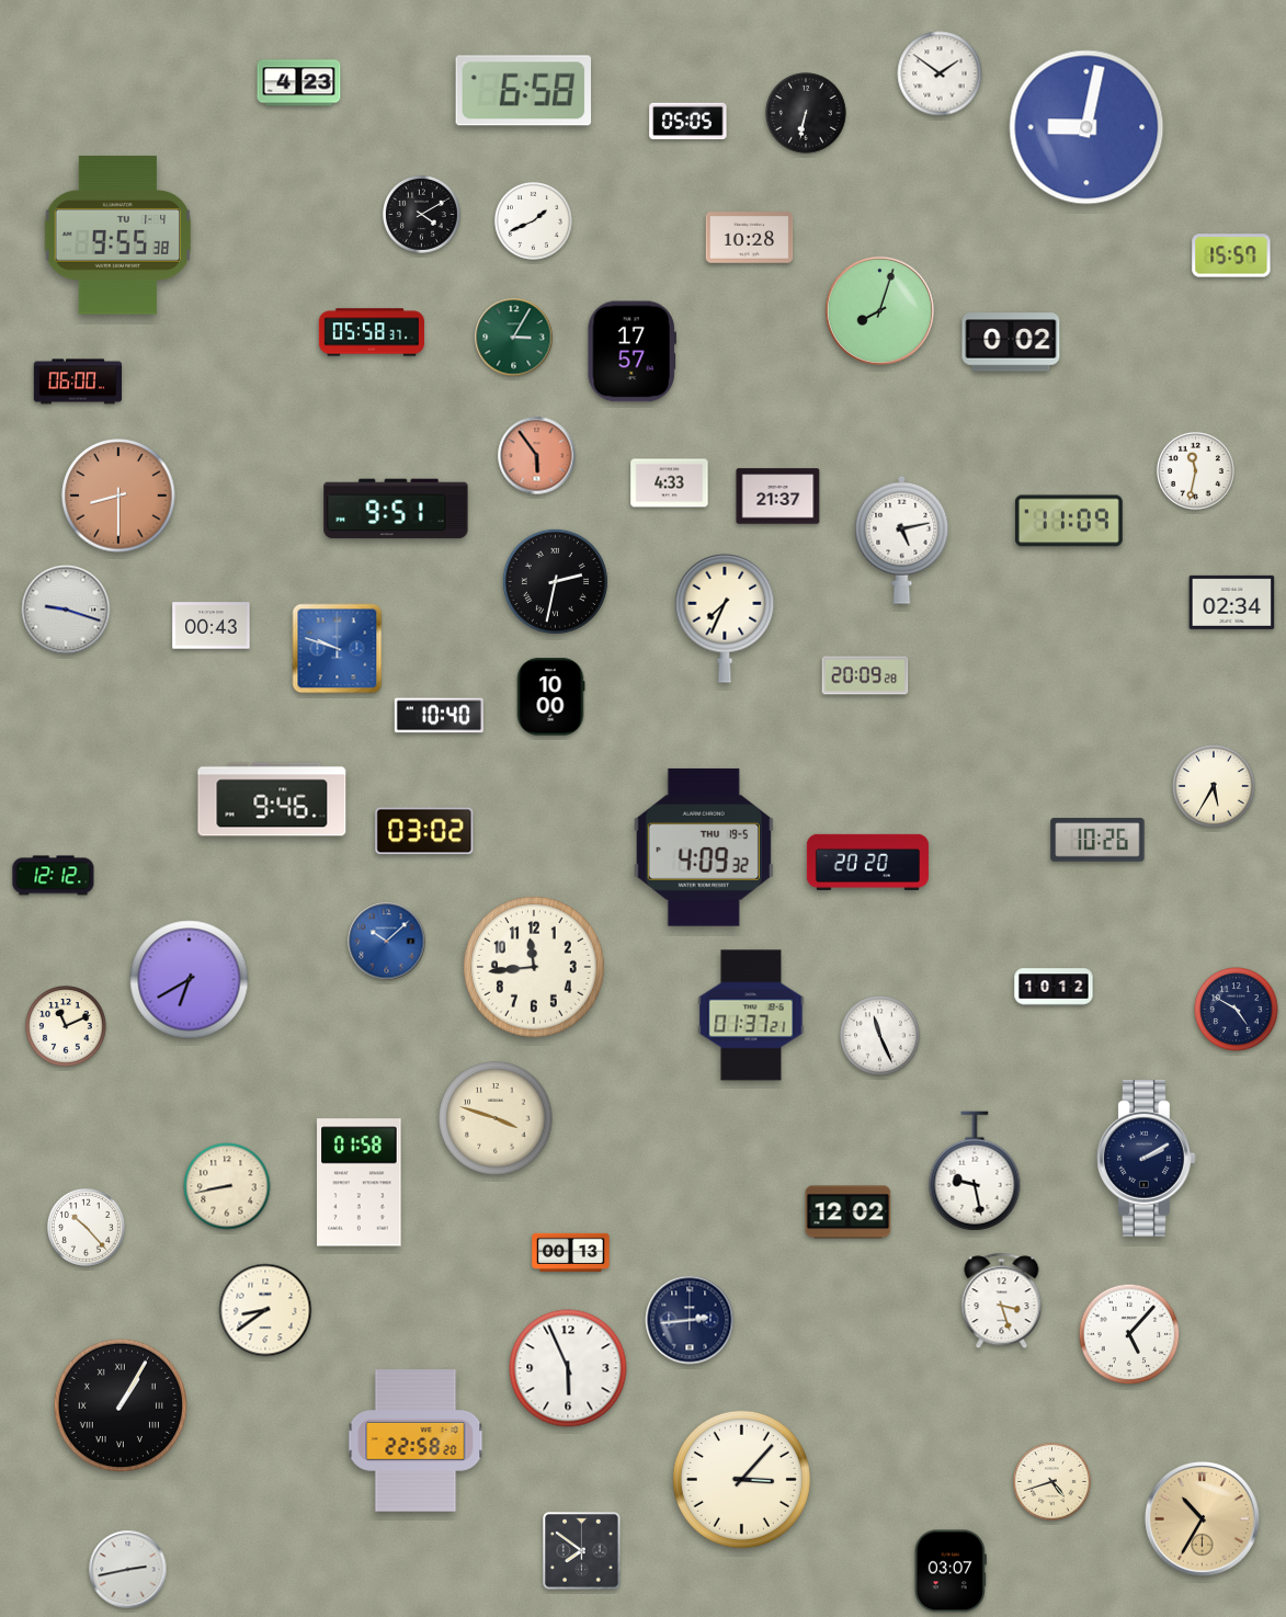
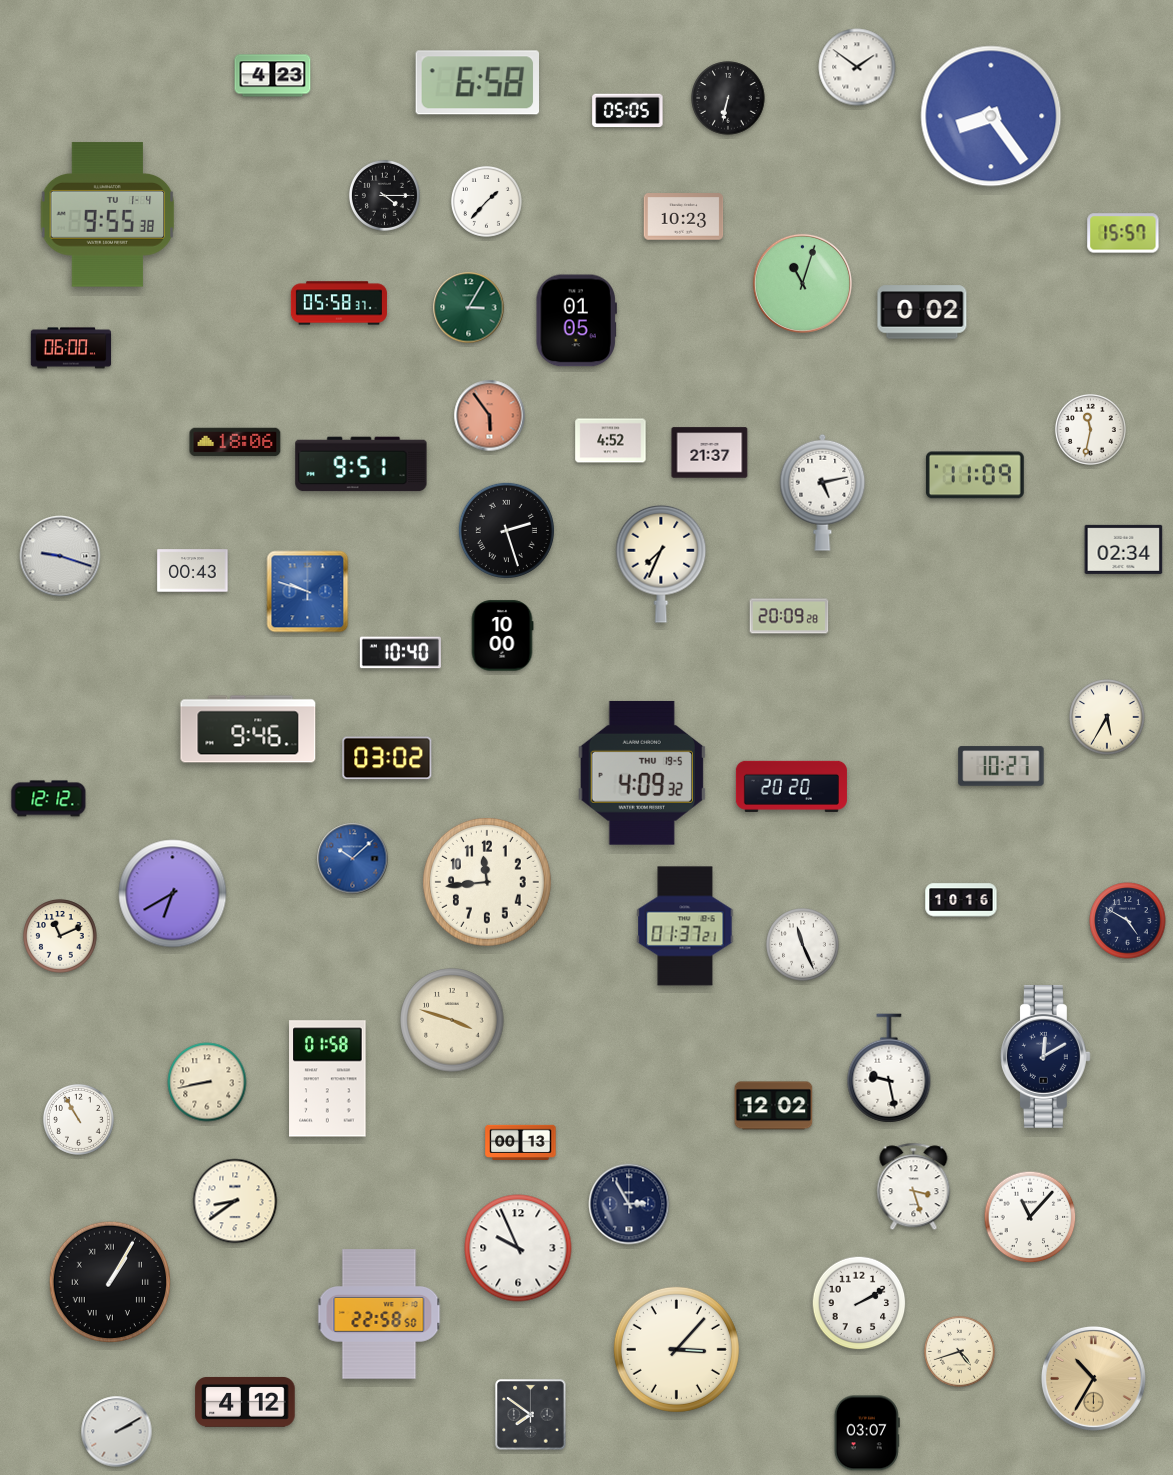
clock at (806, 113) position: (806, 113) -> (728, 98)
clock at (1086, 127): 9:02 -> 8:24
clock at (421, 214): 4:10 -> 4:15
clock at (533, 220): 1:41 -> 1:37
clock at (750, 238): 10:28 -> 10:23
clock at (879, 310): 8:03 -> 11:03
clock at (631, 352): 17:57 -> 01:05
clock at (670, 483): 4:33 -> 4:52
clock at (235, 442): none -> 18:06
clock at (118, 496): 8:30 -> none
clock at (555, 581): 2:32 -> 2:27
clock at (1097, 840): 10:26 -> 10:27
clock at (1054, 987): 10:12 -> 10:16
clock at (1146, 1158): 2:10 -> 12:10
clock at (86, 1227): 10:23 -> 10:55
clock at (265, 1310) position: (265, 1310) -> (235, 1201)
clock at (690, 1320): 2:44 -> 2:55
clock at (1129, 1334): 5:07 -> 11:07
clock at (568, 1368): 5:56 -> 9:56
clock at (859, 1303): none -> 2:10
clock at (416, 1441): 22:58:20 -> 22:58:50
clock at (1202, 1518) position: (1202, 1518) -> (1093, 1378)
clock at (245, 1402): none -> 4:12
clock at (128, 1570): 2:43 -> 2:10
